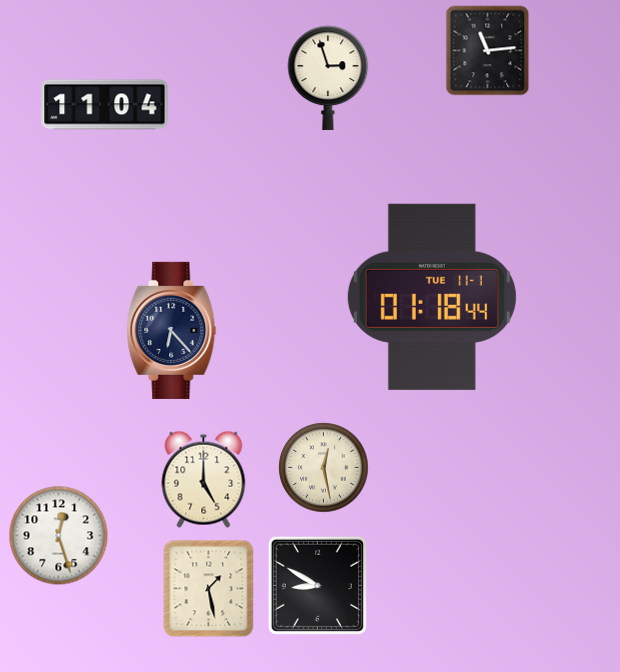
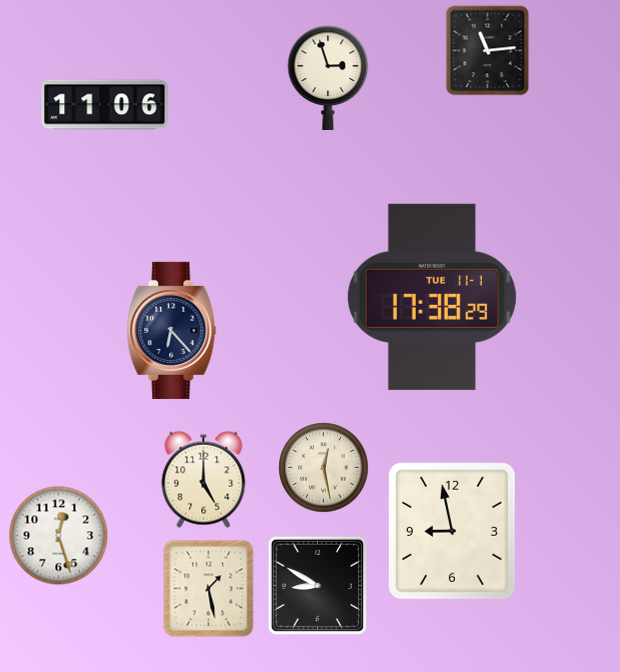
clock at (105, 105): 11:04 -> 11:06
clock at (432, 297): 01:18 -> 17:38
clock at (452, 531): none -> 8:58
